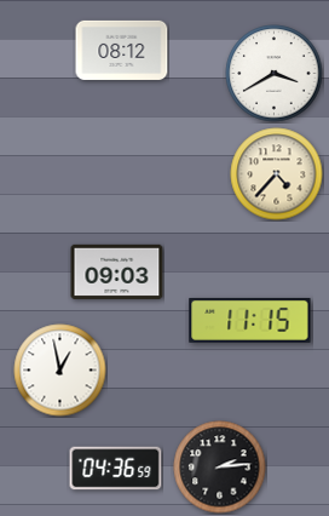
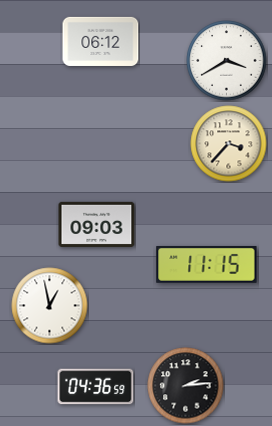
clock at (122, 50): 08:12 -> 06:12
clock at (277, 174): 4:37 -> 3:37
clock at (220, 468) position: (220, 468) -> (186, 386)
